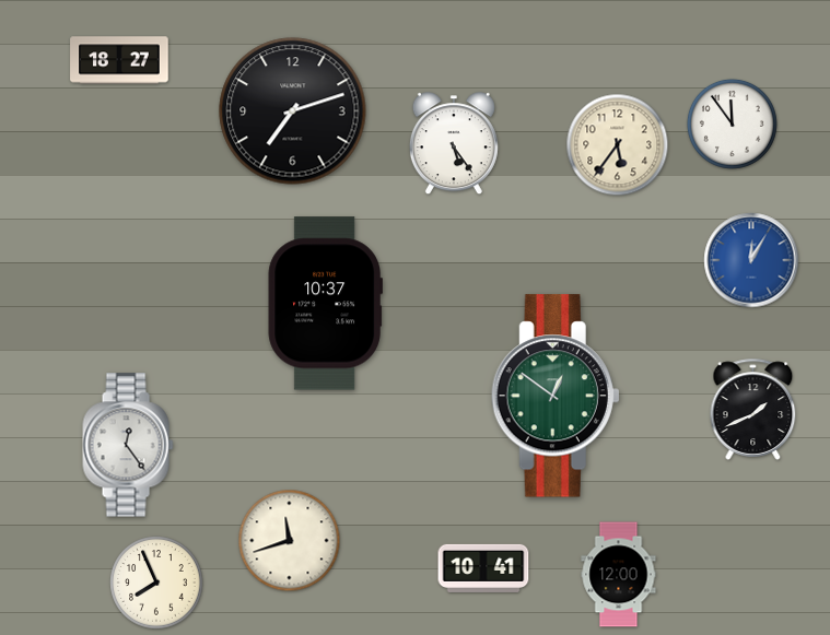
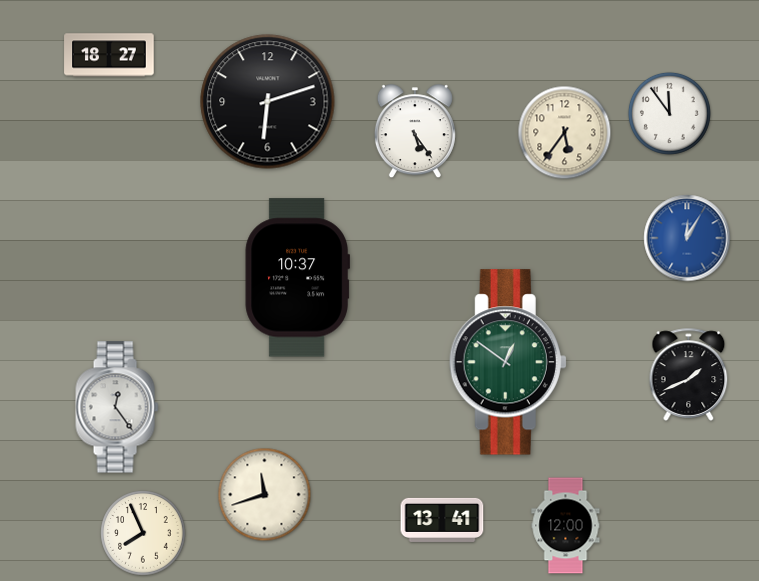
clock at (293, 111): 7:12 -> 6:12
clock at (483, 568): 10:41 -> 13:41
